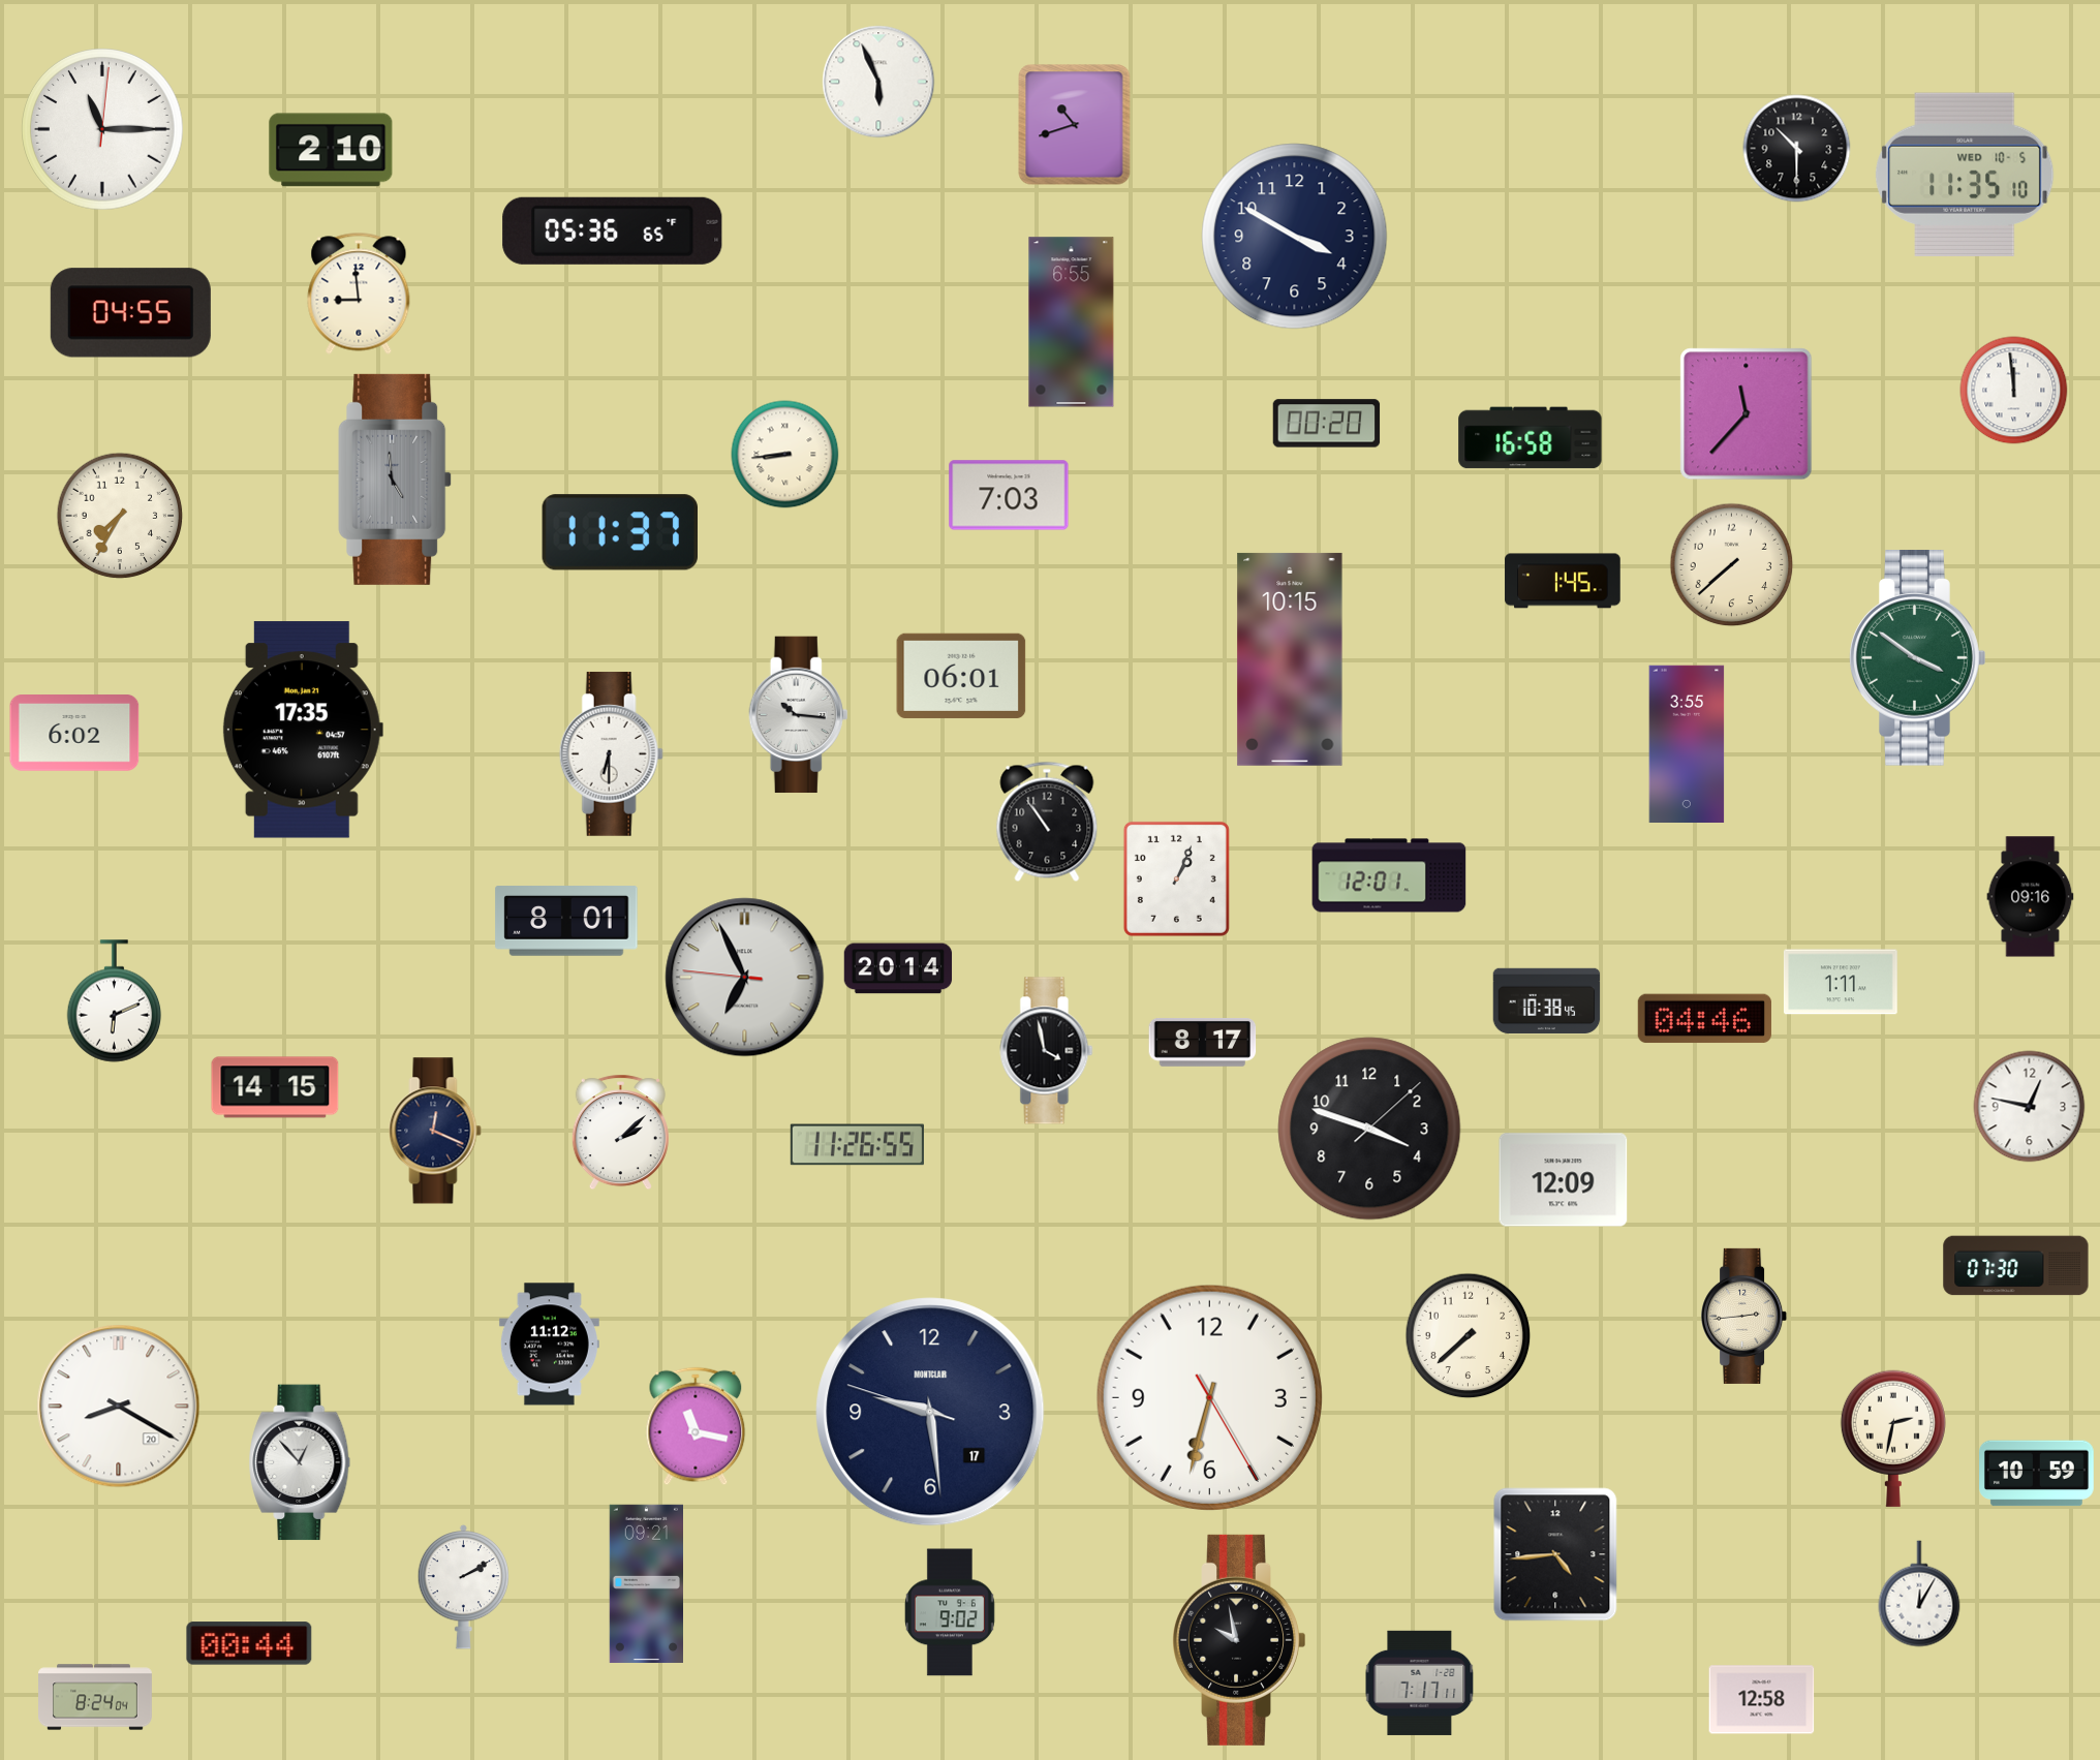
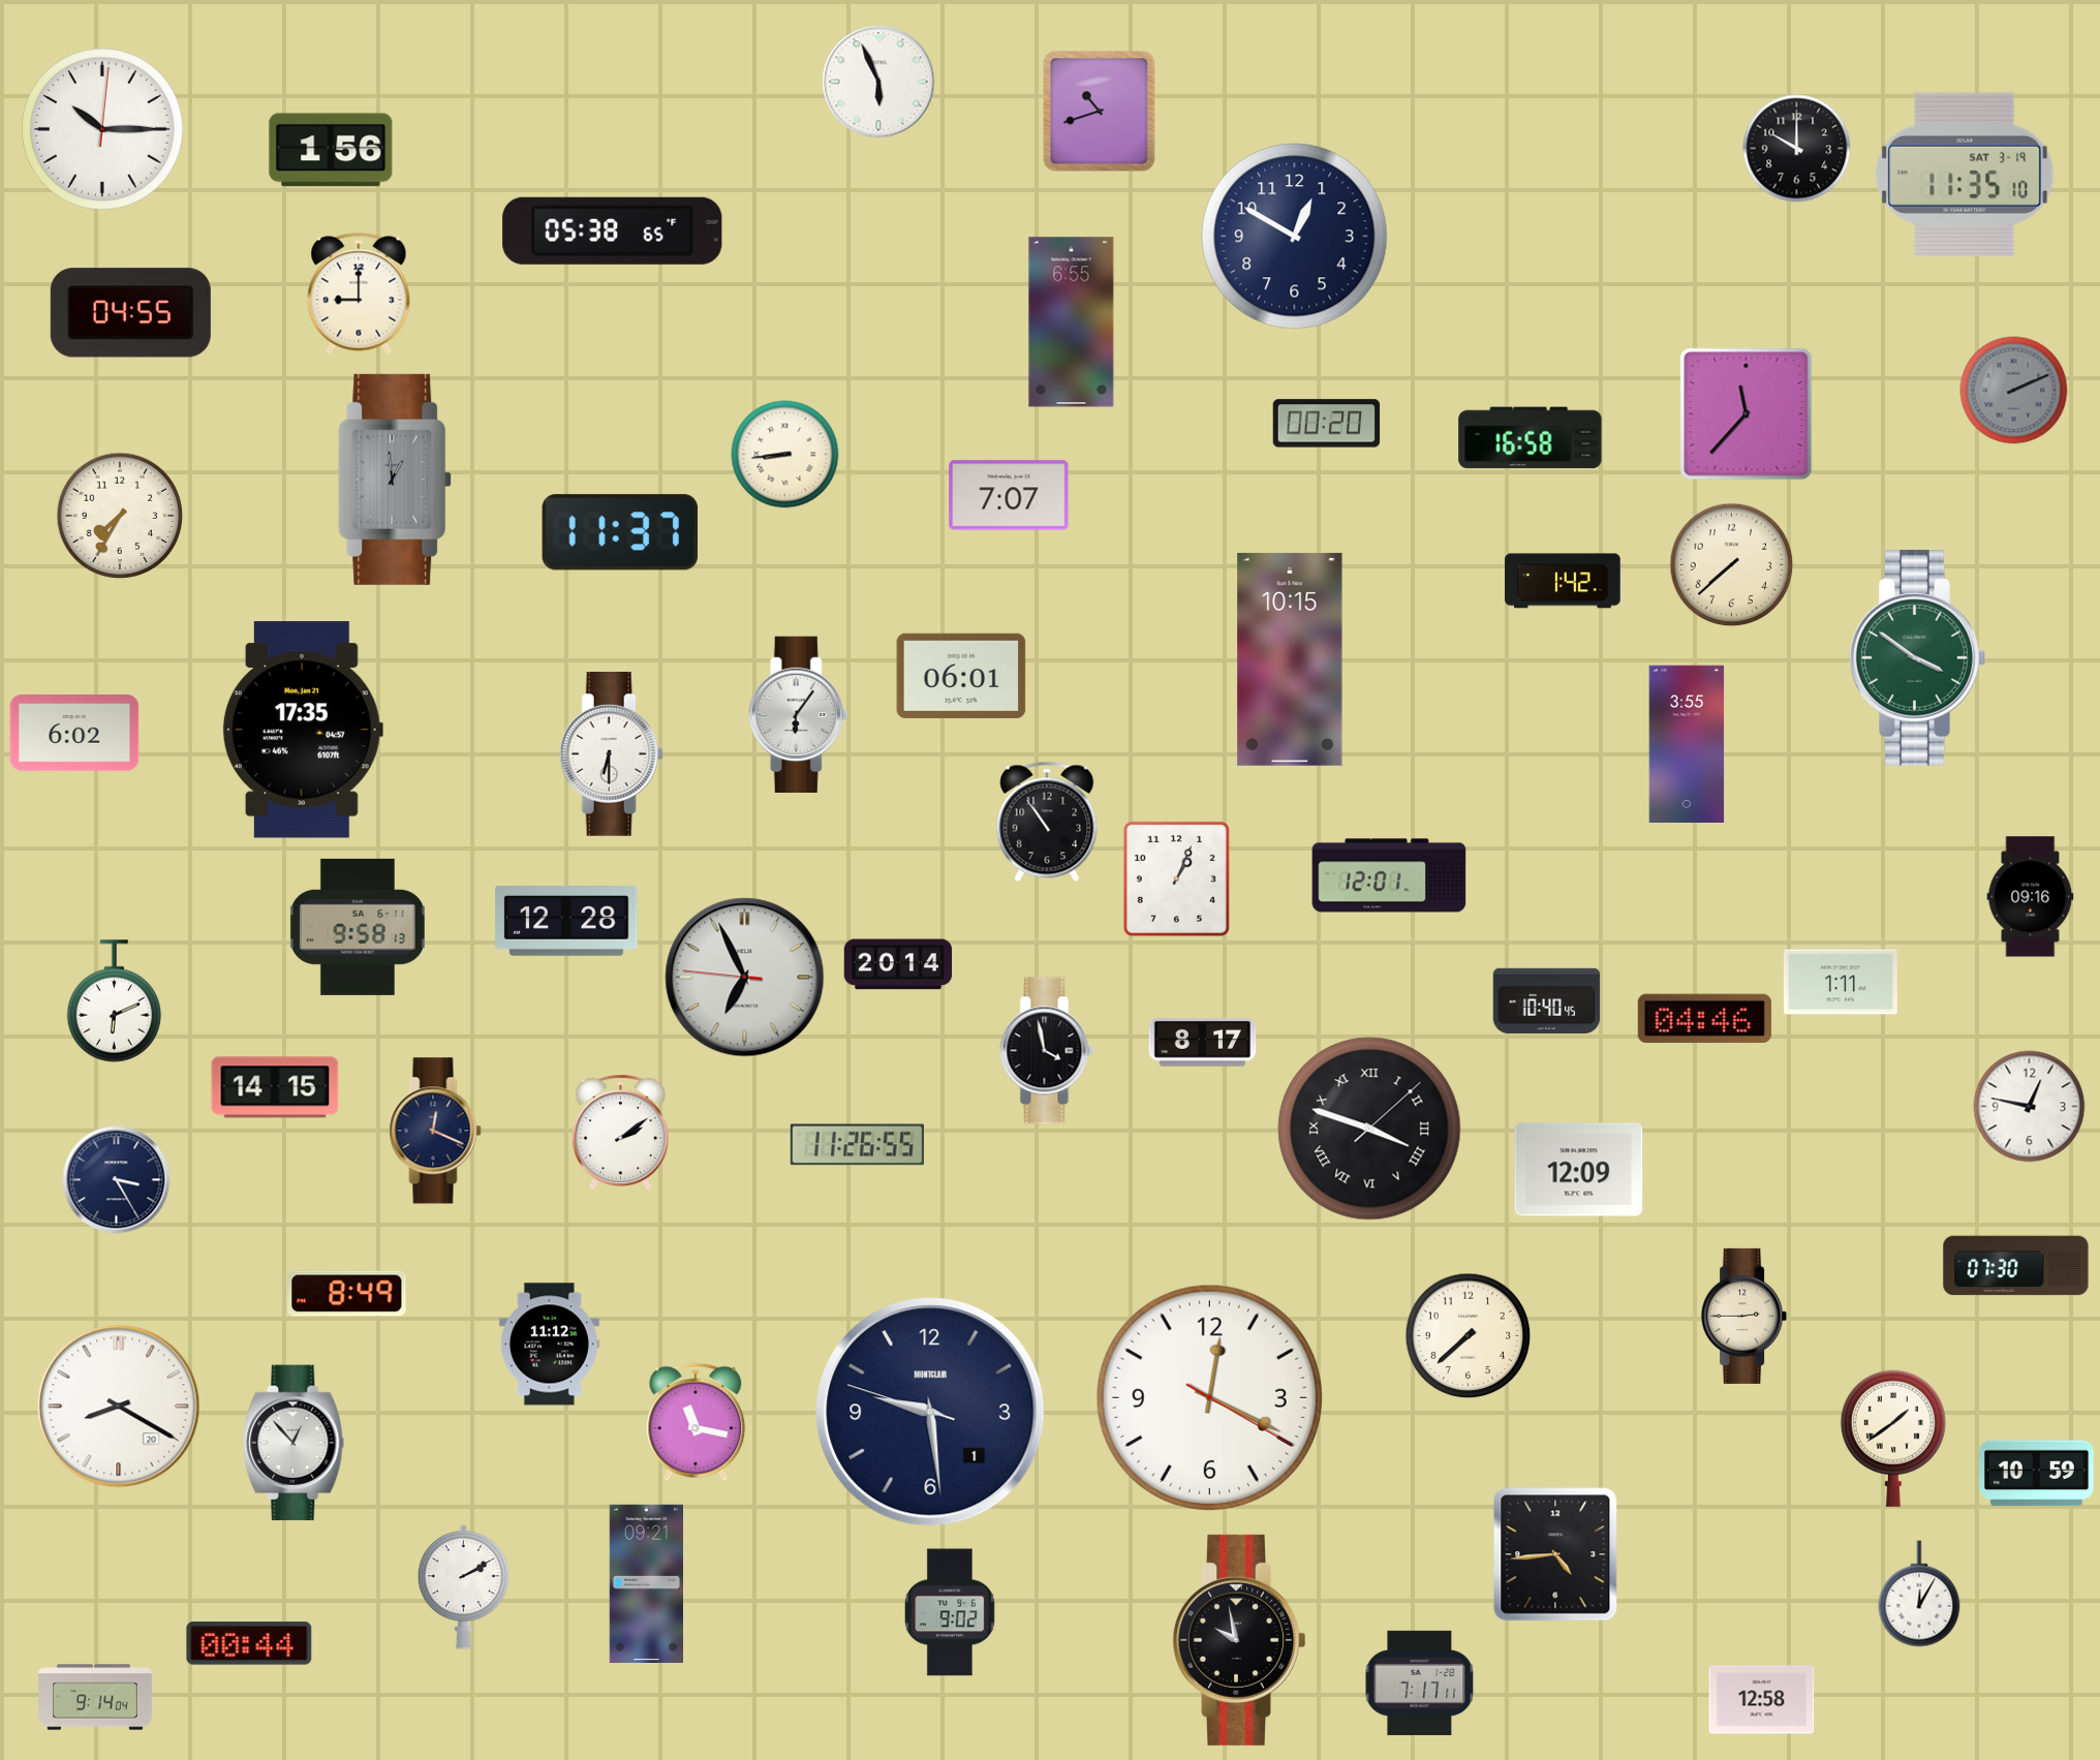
clock at (1075, 125) position: (1075, 125) -> (1100, 112)
clock at (103, 130): 11:15 -> 10:15
clock at (1797, 149): 10:30 -> 10:00
clock at (331, 150): 2:10 -> 1:56
clock at (1965, 175) date: WED 10-5 -> SAT 3-19
clock at (613, 230): 05:36 -> 05:38
clock at (1295, 237): 3:50 -> 12:50
clock at (359, 294): 8:59 -> 9:00
clock at (2014, 391): 11:59 -> 2:11
clock at (2014, 391) dial: white -> grey
clock at (395, 480): 4:59 -> 12:59
clock at (1009, 495): 7:03 -> 7:07
clock at (1563, 581): 1:45 -> 1:42
clock at (799, 715): 10:16 -> 6:06
clock at (566, 921): 8:01 -> 12:28
clock at (358, 927): none -> 9:58
clock at (898, 968) position: (898, 968) -> (898, 964)
clock at (1547, 1001): 10:38 -> 10:40
clock at (1369, 1129) numerals: Arabic -> Roman
clock at (620, 1133): 2:08 -> 2:09
clock at (117, 1180): none -> 3:25
clock at (1564, 1180) position: (1564, 1180) -> (1579, 1170)
clock at (347, 1294): none -> 8:49
clock at (1744, 1316): 2:44 -> 2:45
clock at (1209, 1397): 6:32 -> 12:19
clock at (930, 1412) date: 17 -> 1
clock at (696, 1426) position: (696, 1426) -> (696, 1422)
clock at (1893, 1439): 2:32 -> 1:39
clock at (300, 1462) position: (300, 1462) -> (294, 1443)
clock at (96, 1697): 8:24 -> 9:14
